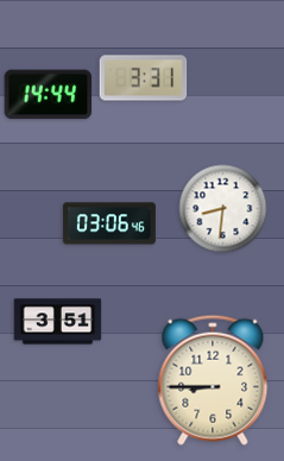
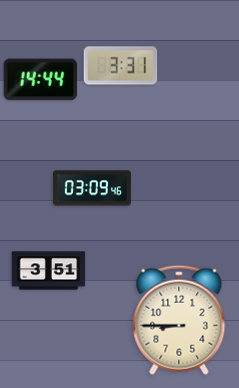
clock at (223, 209): 8:31 -> none
clock at (109, 223): 03:06 -> 03:09
